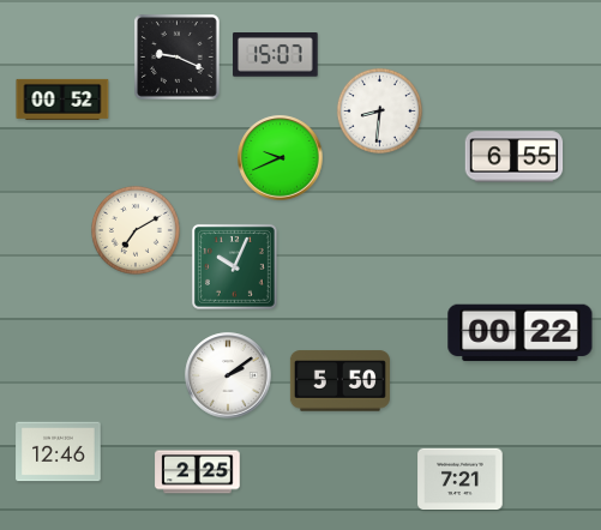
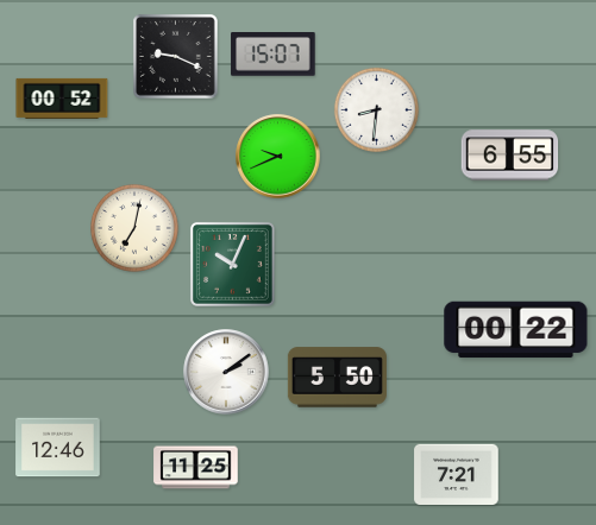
clock at (136, 230): 7:10 -> 7:02
clock at (198, 472): 2:25 -> 11:25
